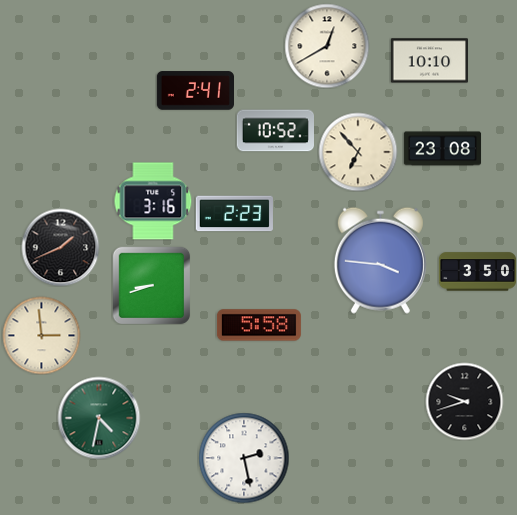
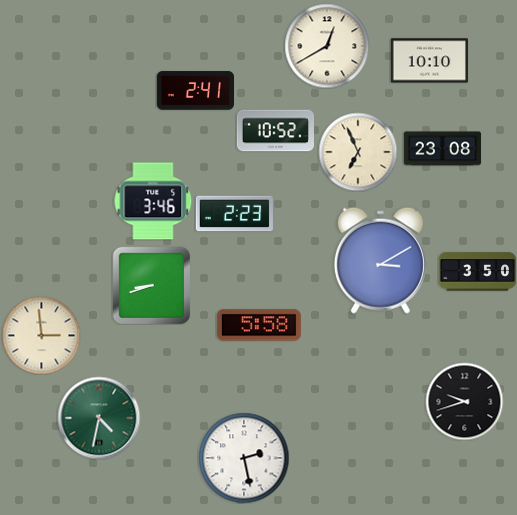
clock at (358, 152): 6:53 -> 6:56
clock at (153, 201): 3:16 -> 3:46
clock at (60, 247): 1:41 -> none
clock at (380, 260): 3:46 -> 3:10
